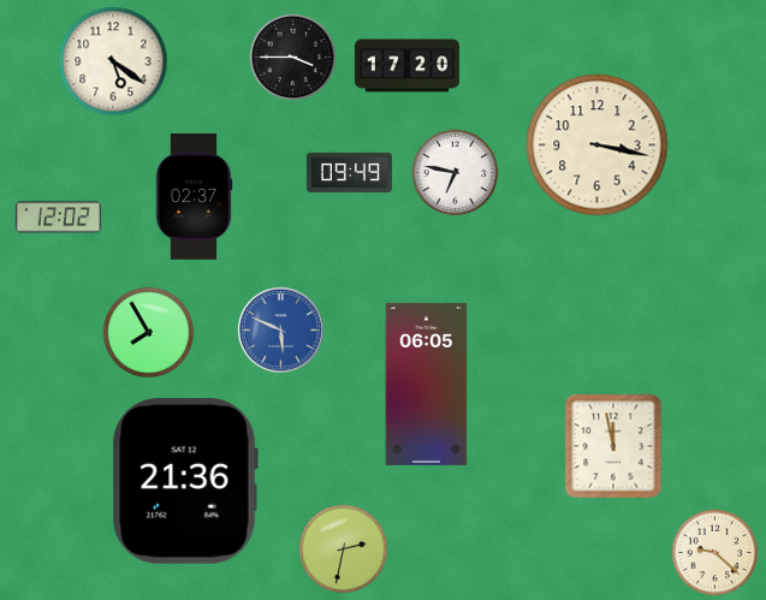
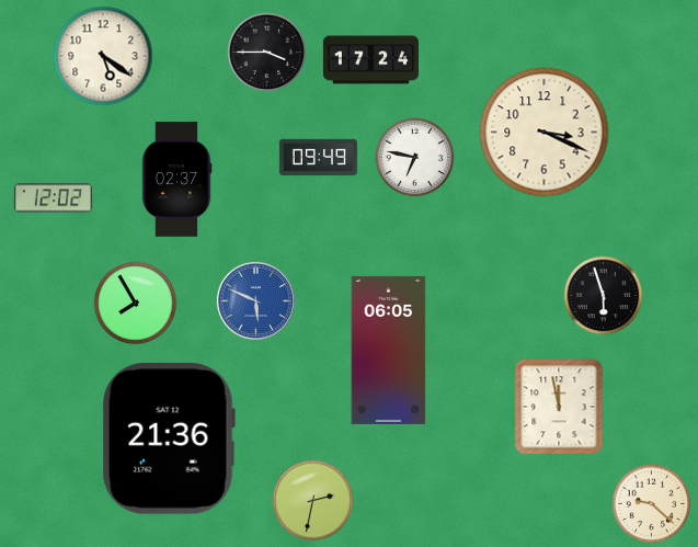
clock at (406, 66): 17:20 -> 17:24
clock at (598, 145): 3:17 -> 3:19
clock at (604, 296): none -> 5:57
